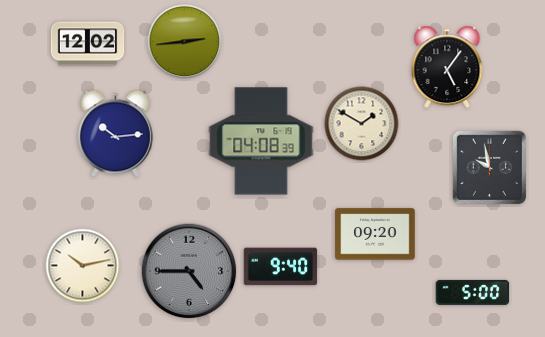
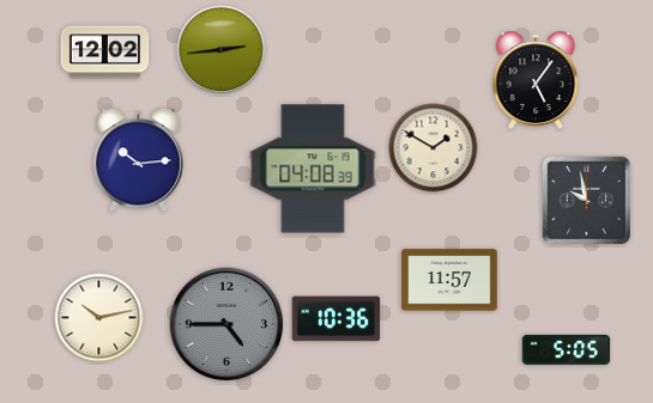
clock at (375, 234): 09:20 -> 11:57
clock at (281, 267): 9:40 -> 10:36
clock at (473, 292): 5:00 -> 5:05
